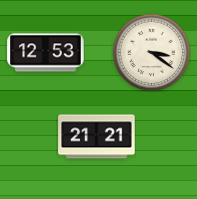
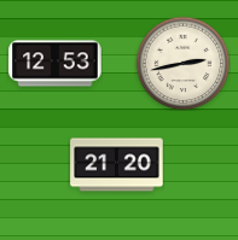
clock at (151, 52): 3:21 -> 2:43
clock at (97, 137): 21:21 -> 21:20
